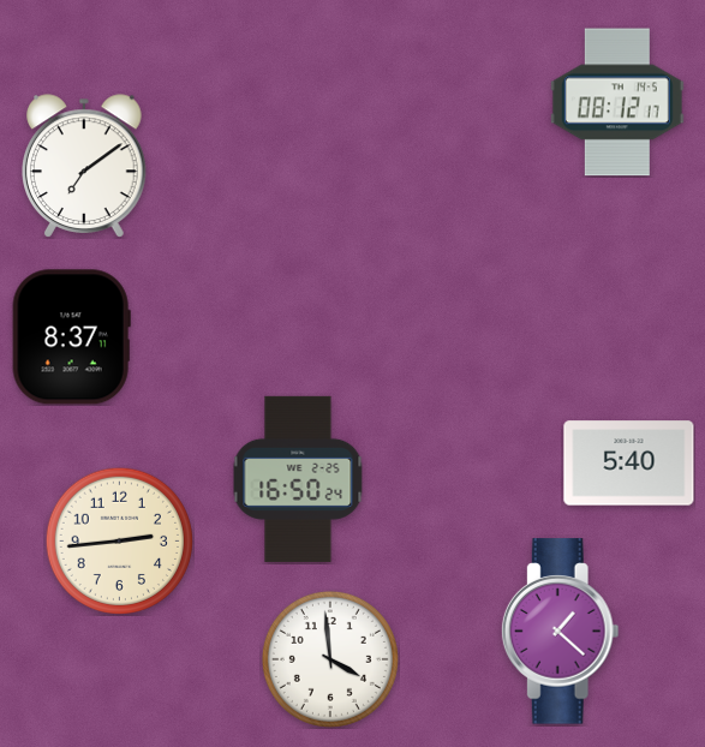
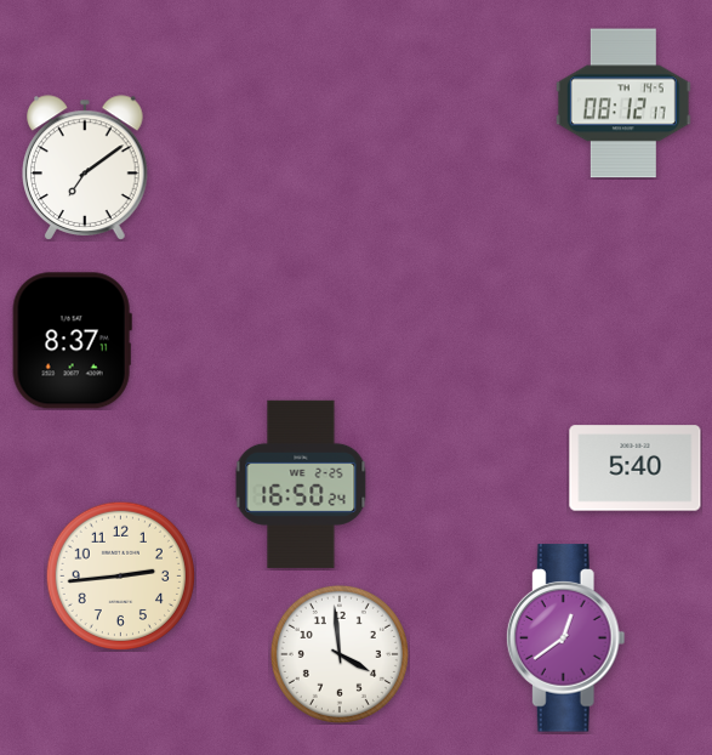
clock at (119, 540) position: (119, 540) -> (120, 575)
clock at (560, 632): 1:22 -> 12:39
clock at (330, 659) position: (330, 659) -> (340, 654)
